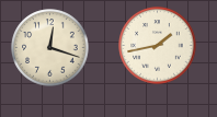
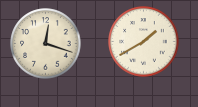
clock at (158, 46): 1:43 -> 1:40
